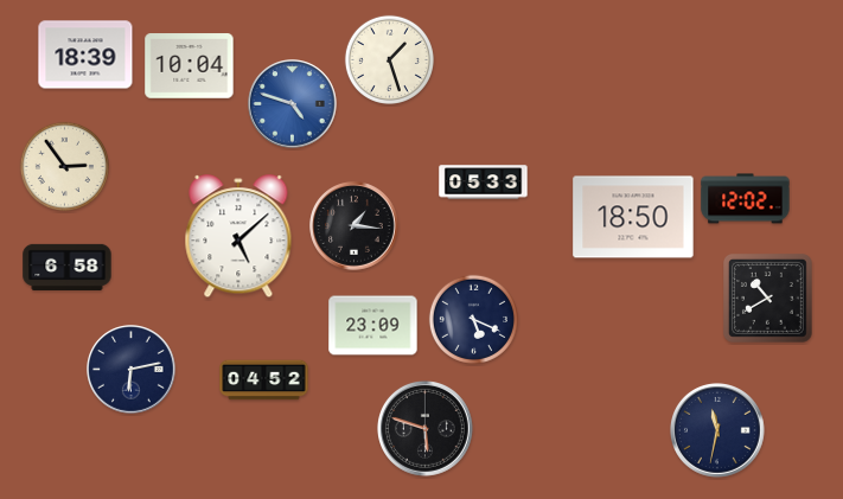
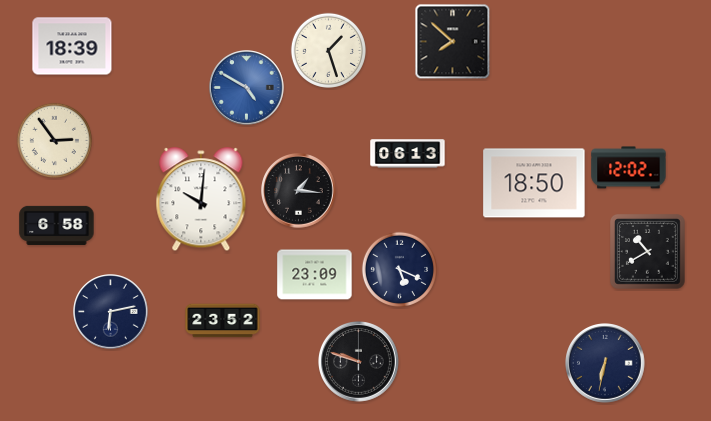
clock at (453, 42): none -> 7:52
clock at (190, 66): 10:04 -> none
clock at (293, 104): 4:48 -> 4:50
clock at (484, 183): 05:33 -> 06:13
clock at (238, 237): 5:08 -> 10:01
clock at (264, 380): 04:52 -> 23:52
clock at (426, 429): 5:48 -> 9:48
clock at (719, 431): 11:32 -> 6:32
